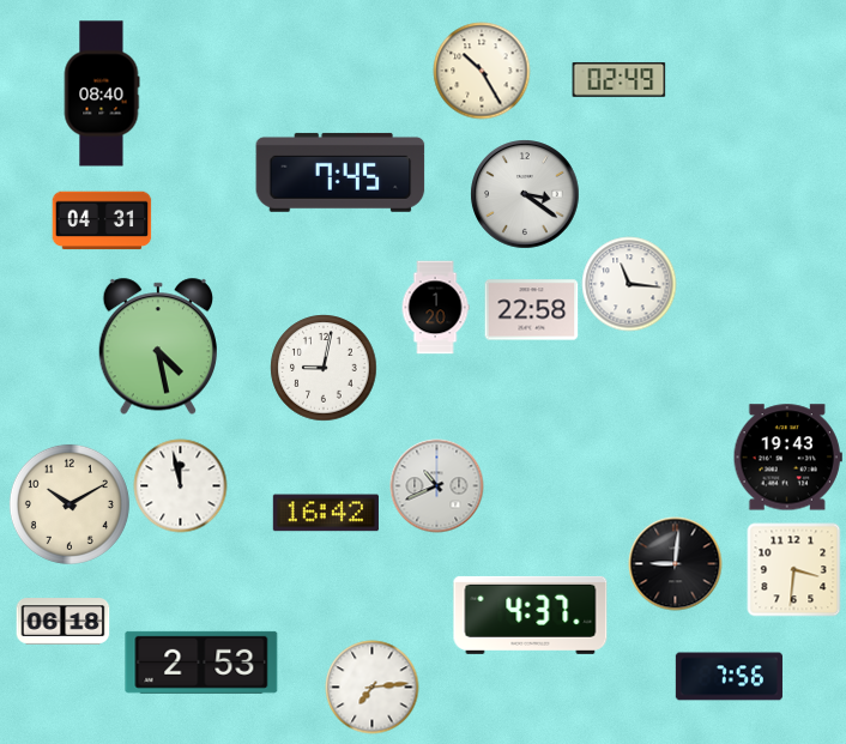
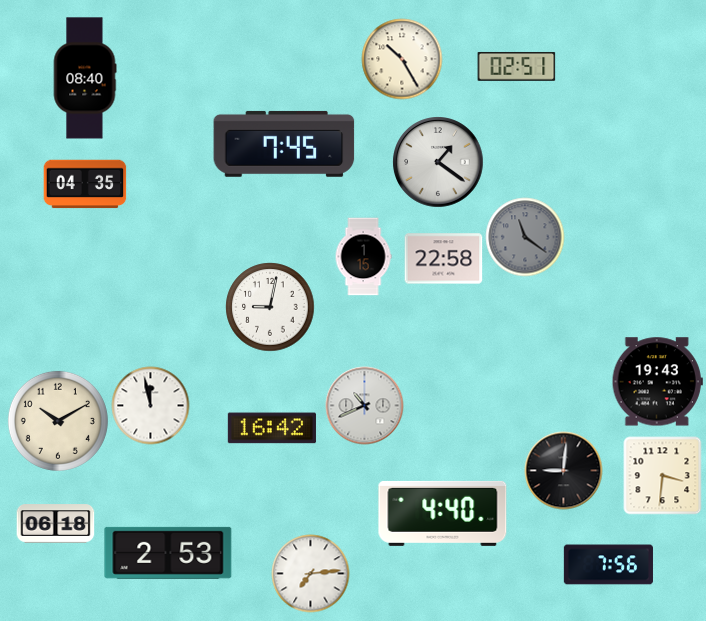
clock at (618, 79): 02:49 -> 02:51
clock at (525, 194): 3:21 -> 1:21
clock at (102, 220): 04:31 -> 04:35
clock at (629, 284): 11:16 -> 11:21
clock at (629, 284) dial: white -> grey
clock at (435, 307): 1:20 -> 1:15
clock at (157, 346): 4:28 -> none
clock at (531, 615): 4:37 -> 4:40
clock at (62, 622) position: (62, 622) -> (55, 524)
